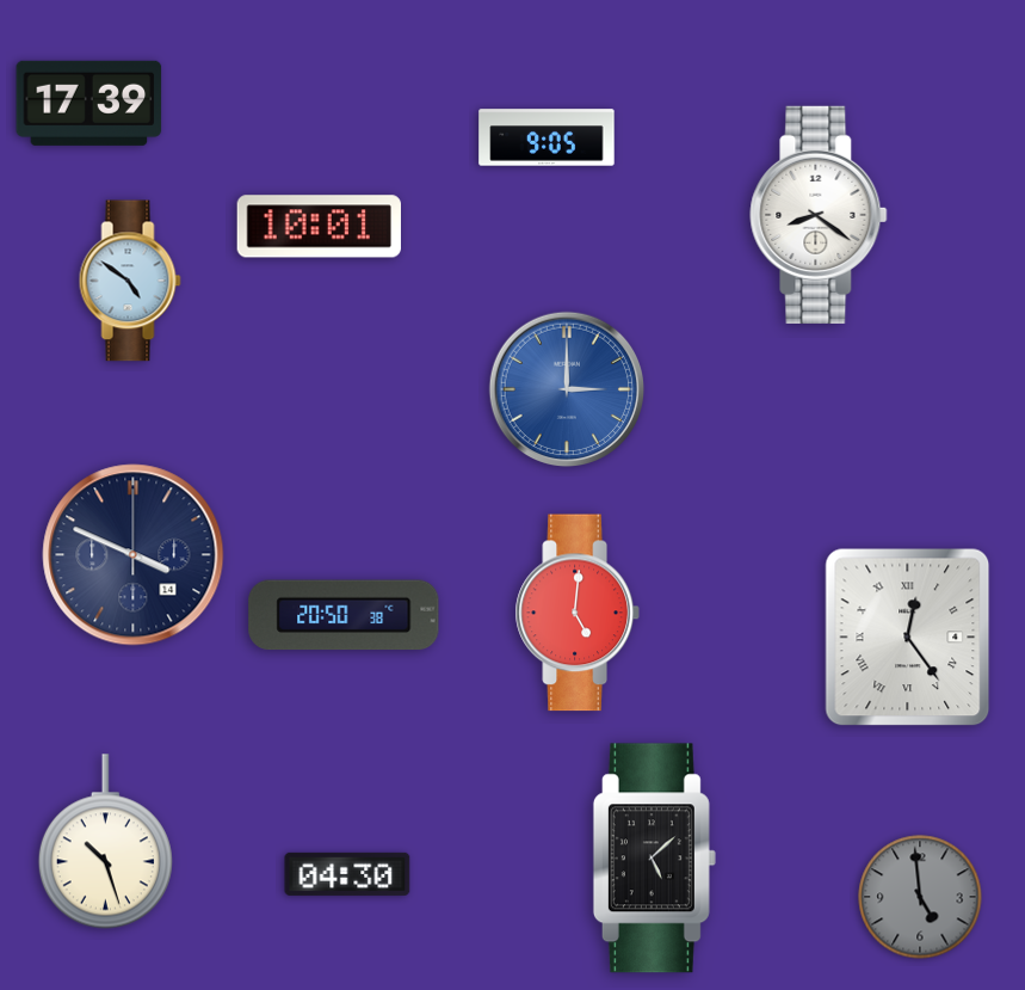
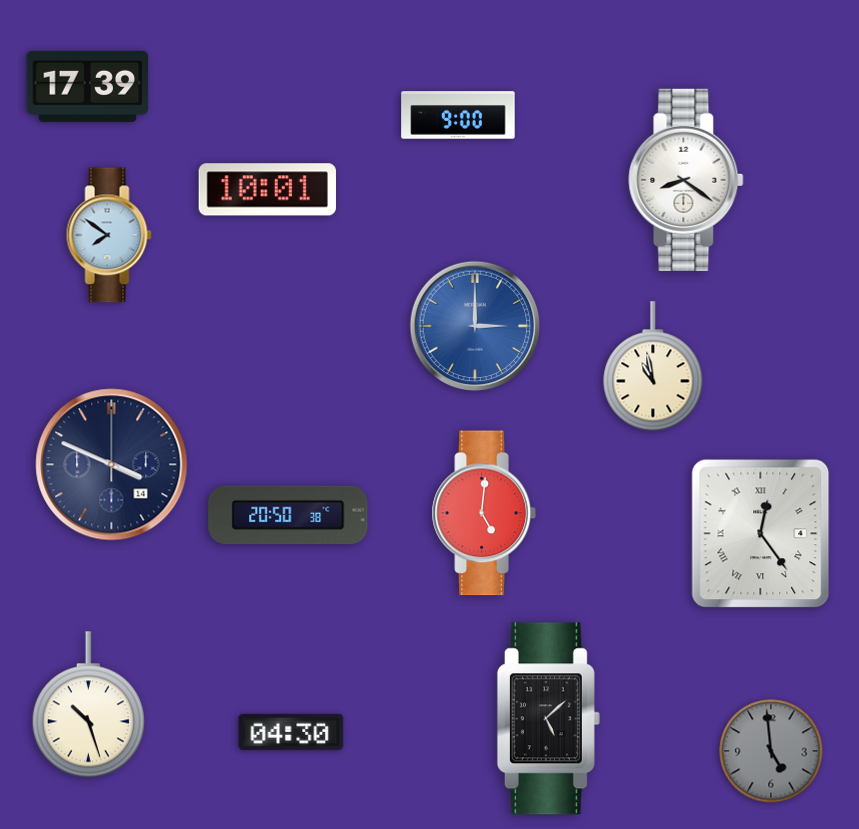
clock at (89, 103) position: (89, 103) -> (88, 86)
clock at (547, 137): 9:05 -> 9:00
clock at (130, 281): 4:51 -> 7:51
clock at (653, 366): none -> 10:58
